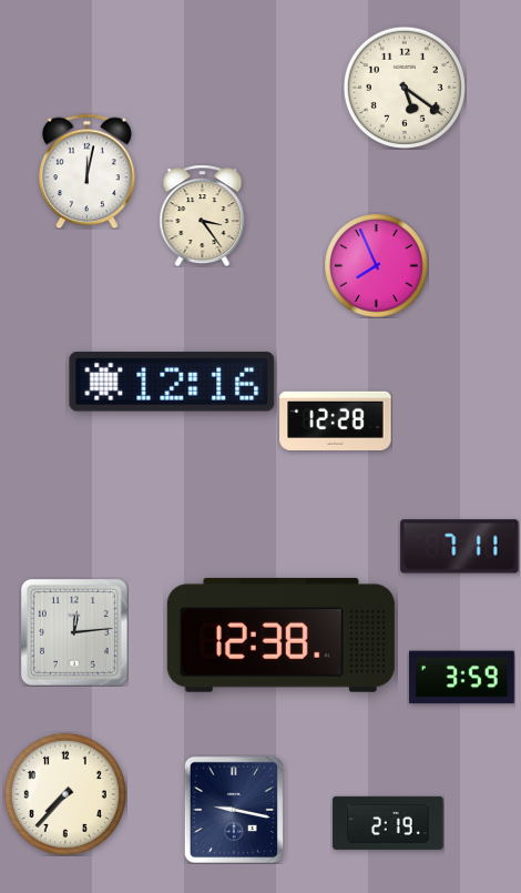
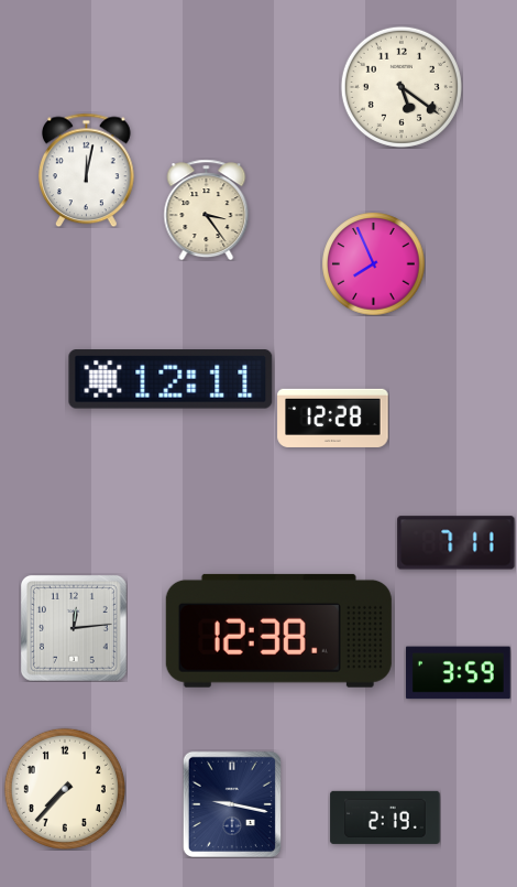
clock at (203, 215) position: (203, 215) -> (207, 209)
clock at (172, 382): 12:16 -> 12:11
